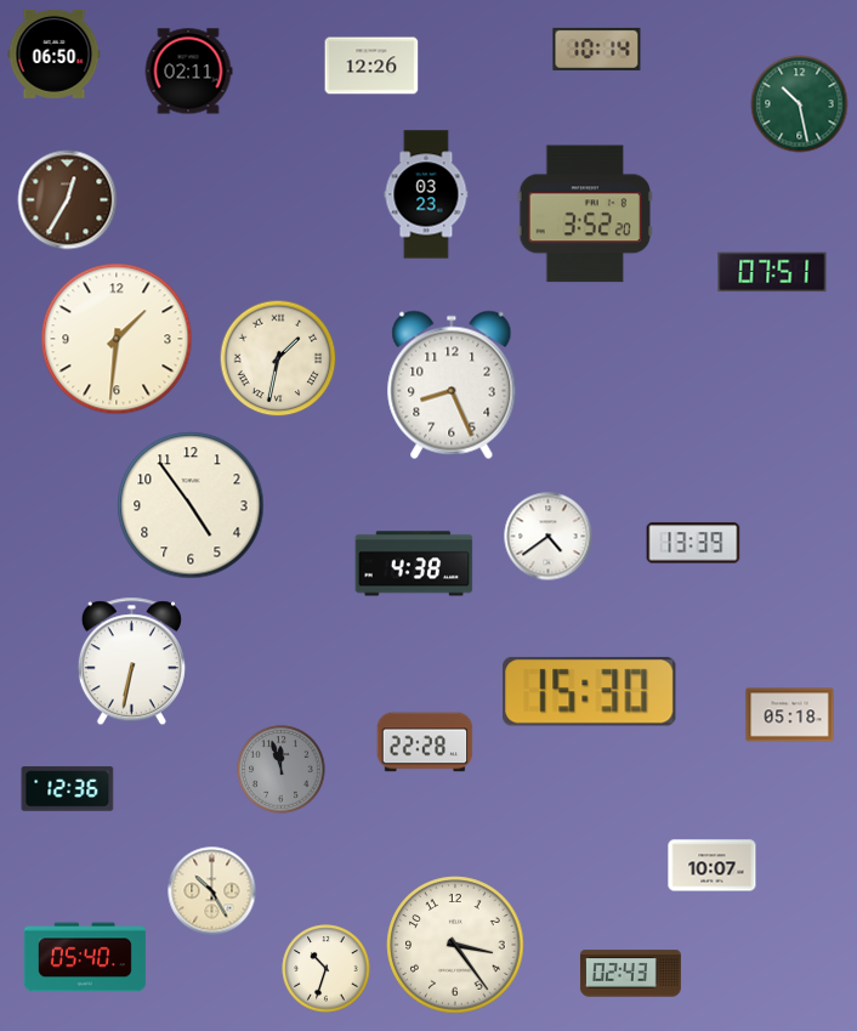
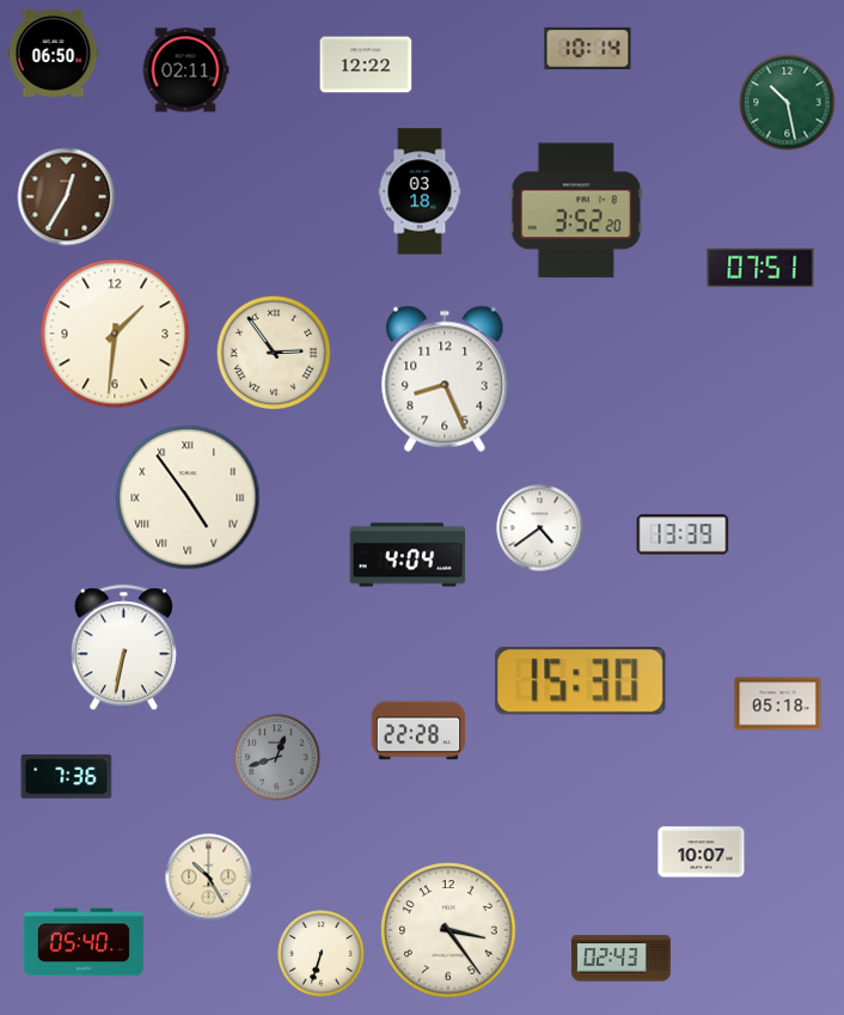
clock at (371, 66): 12:26 -> 12:22
clock at (426, 194): 03:23 -> 03:18
clock at (278, 358): 1:32 -> 2:54
clock at (191, 505) numerals: Arabic -> Roman
clock at (414, 563): 4:38 -> 4:04
clock at (131, 662) position: (131, 662) -> (123, 648)
clock at (282, 770): 11:57 -> 12:42
clock at (68, 789): 12:36 -> 7:36
clock at (327, 969): 10:33 -> 6:33
